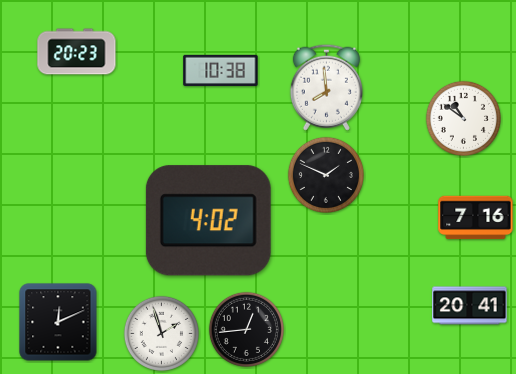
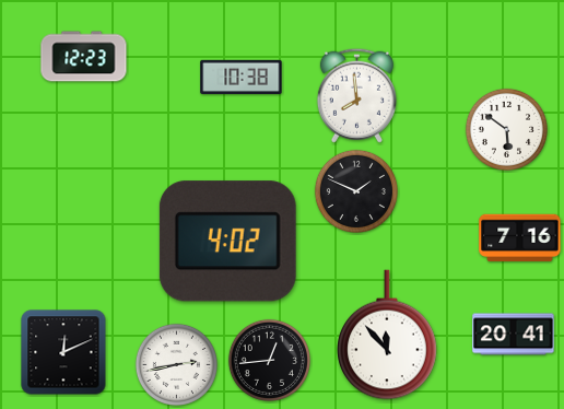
clock at (77, 52): 20:23 -> 12:23
clock at (463, 118): 10:51 -> 5:51
clock at (387, 335): none -> 11:53
clock at (161, 333): 1:57 -> 2:43
